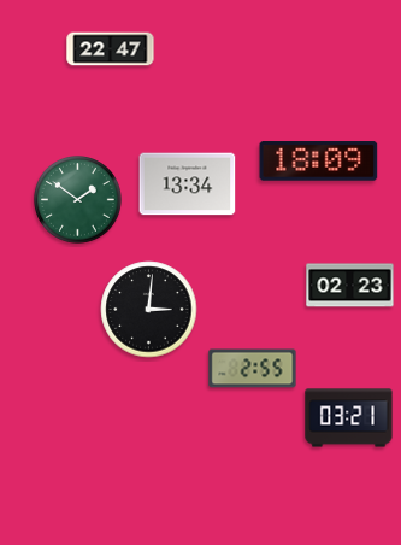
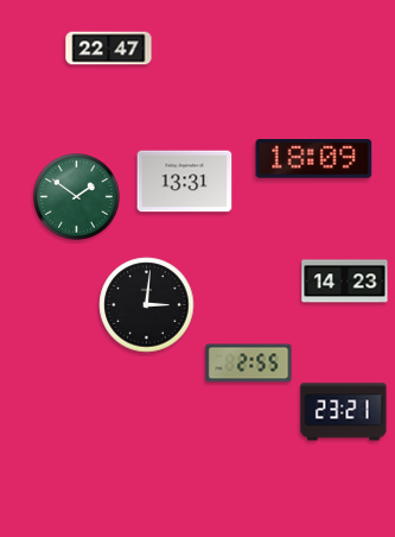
clock at (188, 184): 13:34 -> 13:31
clock at (350, 286): 02:23 -> 14:23
clock at (349, 418): 03:21 -> 23:21
